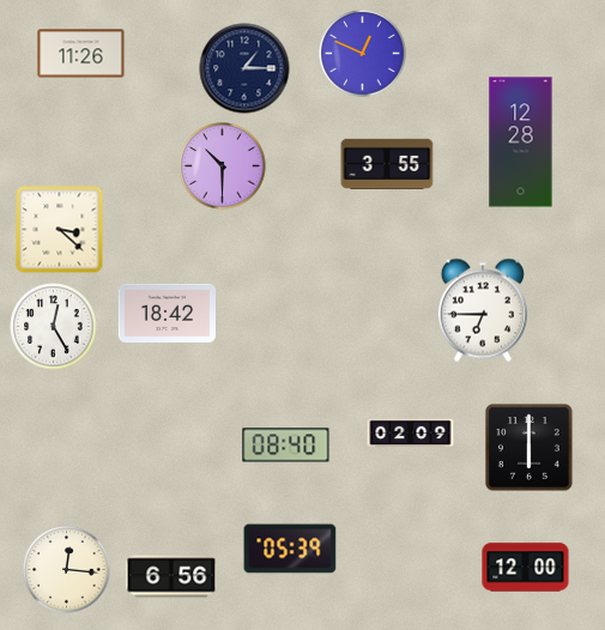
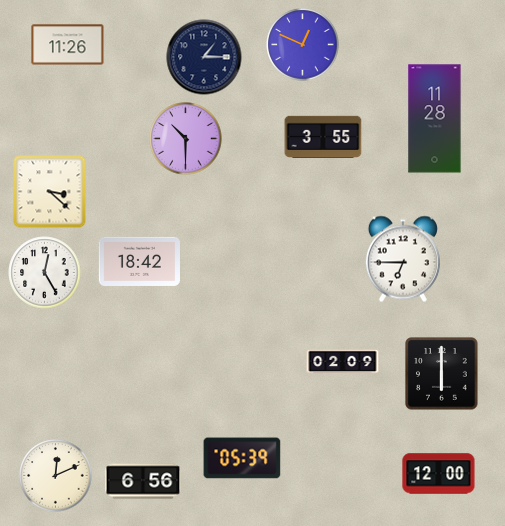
clock at (521, 143): 12:28 -> 11:28
clock at (286, 446): 08:40 -> none
clock at (67, 570): 12:16 -> 12:11
